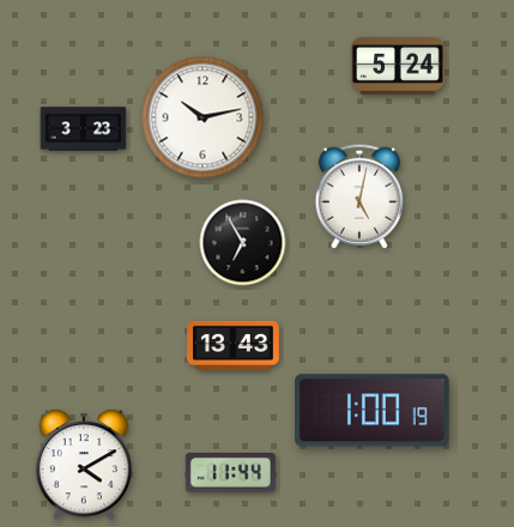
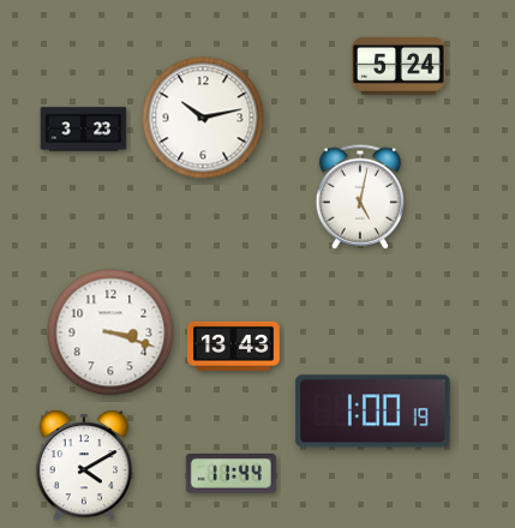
clock at (243, 243): 6:55 -> none
clock at (110, 332): none -> 3:18
